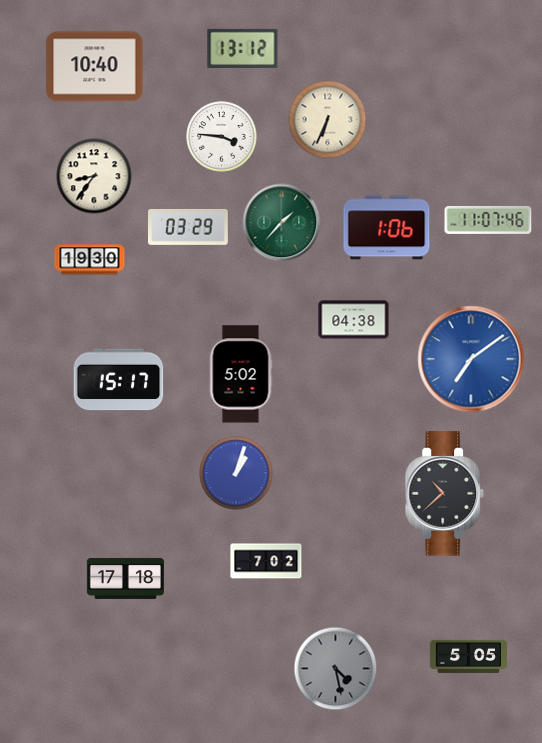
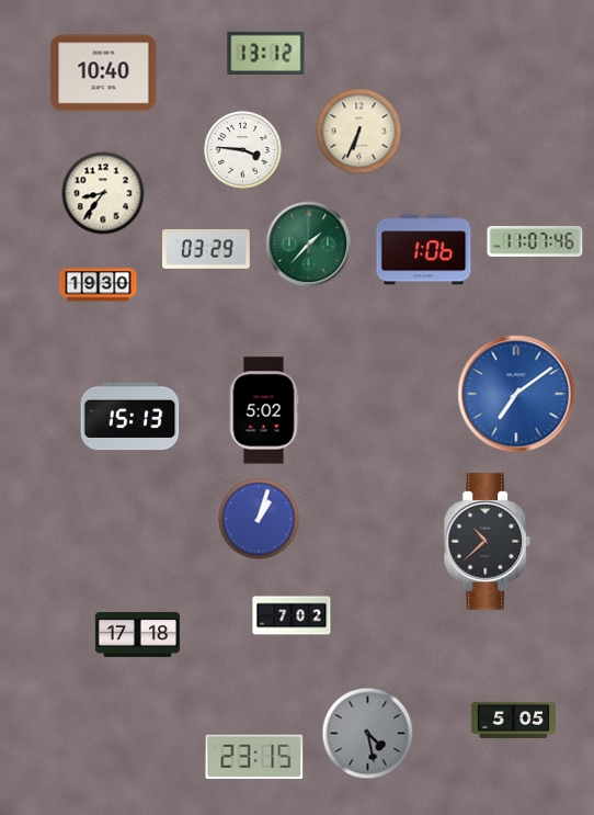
clock at (354, 320): 04:38 -> none
clock at (119, 380): 15:17 -> 15:13
clock at (254, 756): none -> 23:15
